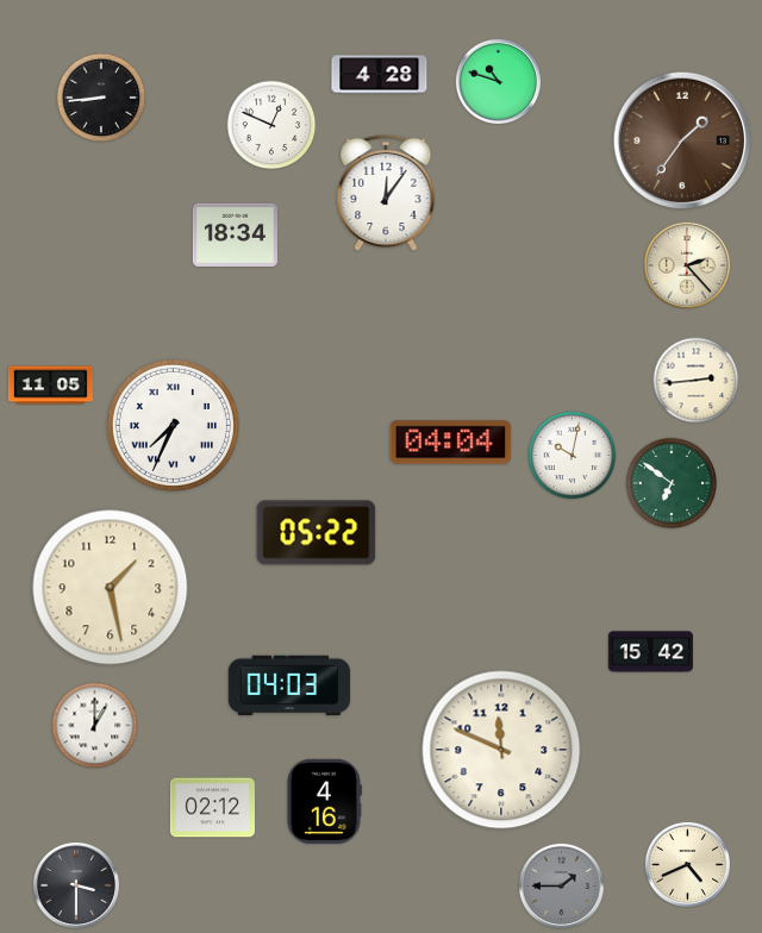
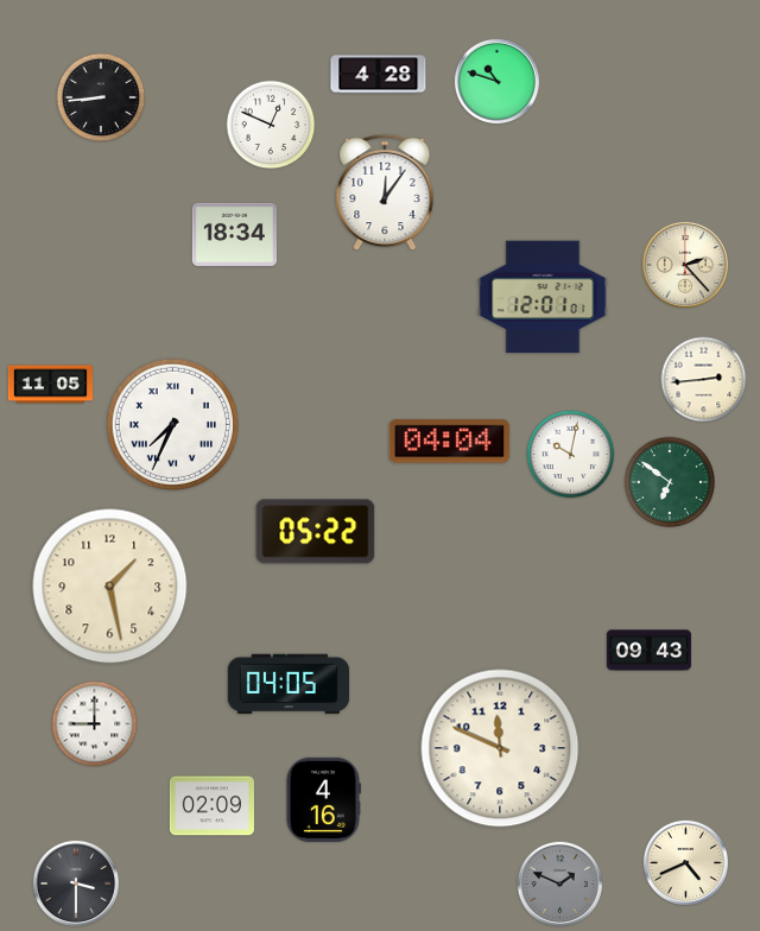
clock at (682, 140): 1:36 -> none
clock at (543, 297): none -> 12:01
clock at (697, 381) position: (697, 381) -> (704, 380)
clock at (650, 652): 15:42 -> 09:43
clock at (289, 685): 04:03 -> 04:05
clock at (95, 726): 1:00 -> 9:00
clock at (212, 808): 02:12 -> 02:09
clock at (561, 885): 1:45 -> 1:49
